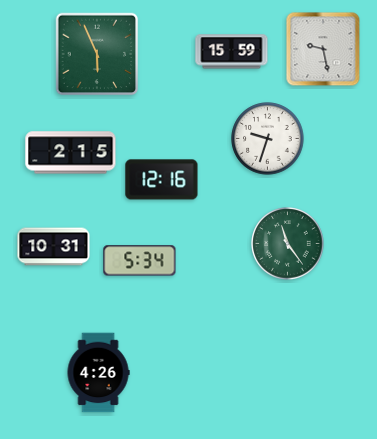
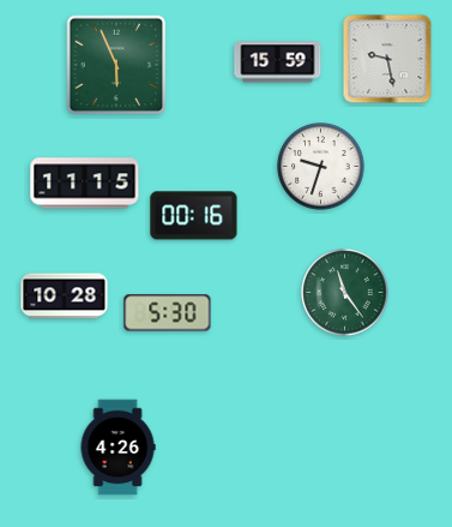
clock at (71, 153): 2:15 -> 11:15
clock at (162, 180): 12:16 -> 00:16
clock at (54, 247): 10:31 -> 10:28
clock at (140, 261): 5:34 -> 5:30
